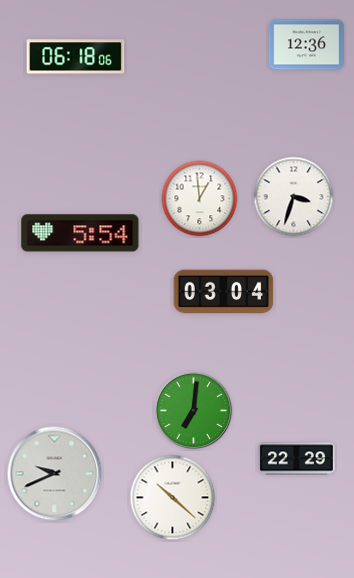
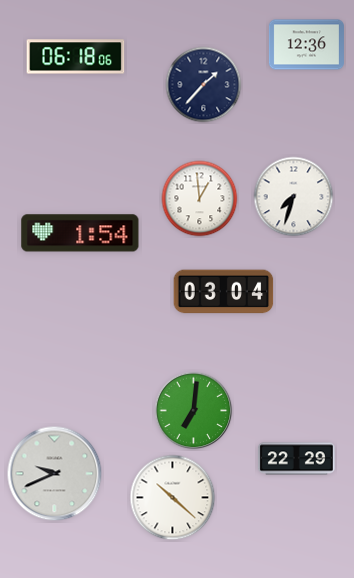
clock at (204, 85): none -> 1:37
clock at (294, 197): 3:33 -> 7:33
clock at (80, 233): 5:54 -> 1:54
